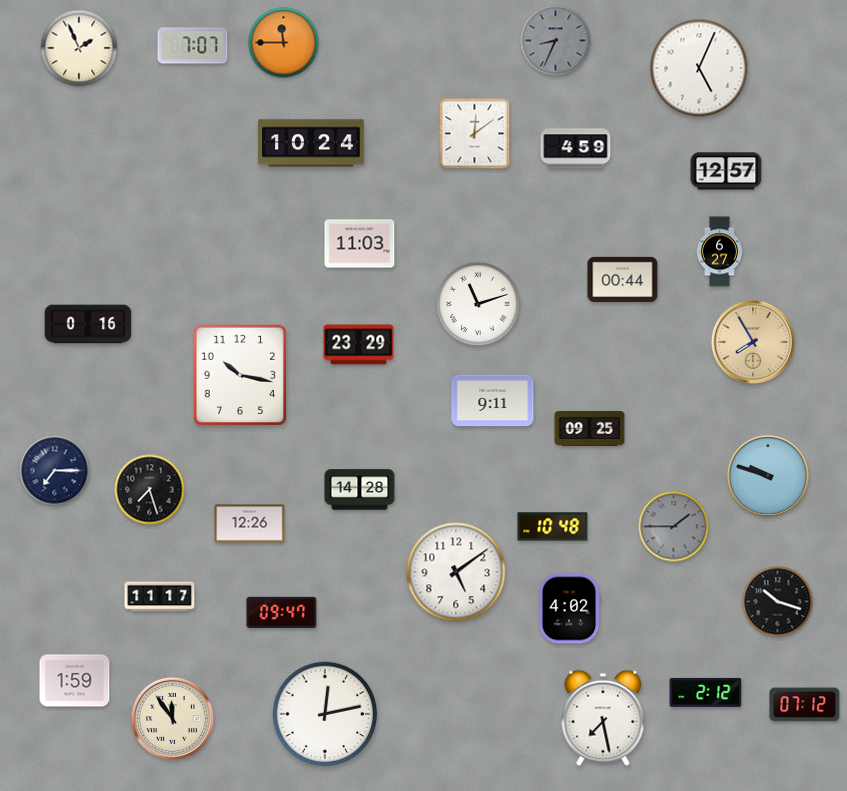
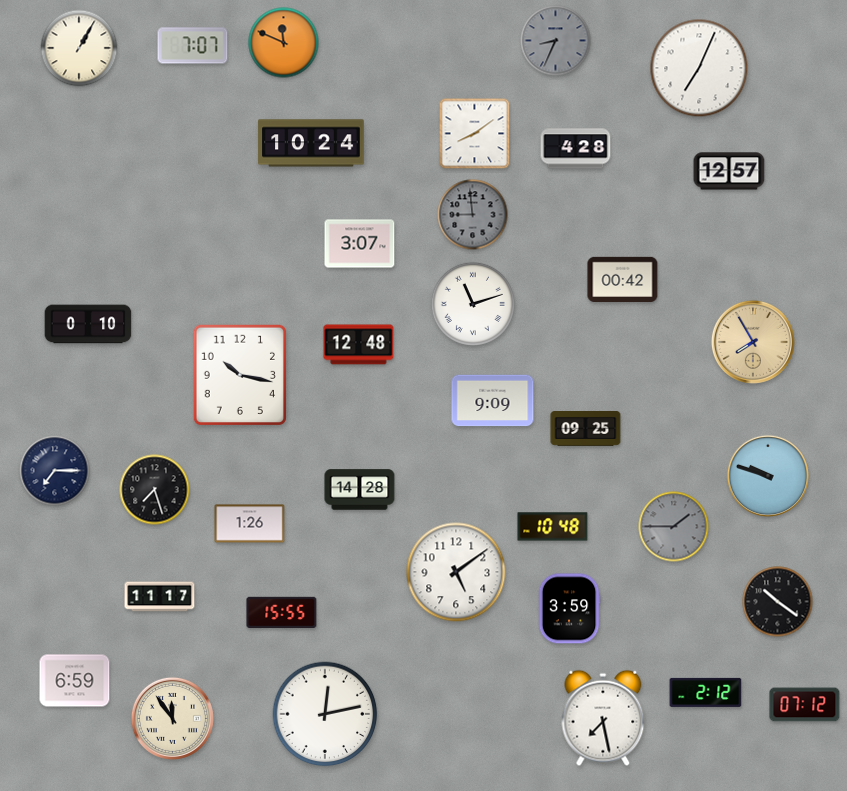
clock at (284, 43): 11:45 -> 11:49
clock at (79, 48): 1:56 -> 1:05
clock at (699, 68): 5:04 -> 7:04
clock at (475, 134): 12:09 -> 8:09
clock at (576, 149): 4:59 -> 4:28
clock at (726, 171) position: (726, 171) -> (729, 171)
clock at (473, 215): none -> 8:59
clock at (360, 244): 11:03 -> 3:07
clock at (720, 252): 6:27 -> none
clock at (623, 279): 00:44 -> 00:42
clock at (478, 304) position: (478, 304) -> (473, 304)
clock at (88, 324): 0:16 -> 0:10
clock at (359, 345): 23:29 -> 12:48
clock at (493, 401): 9:11 -> 9:09
clock at (590, 429) position: (590, 429) -> (586, 429)
clock at (150, 490) position: (150, 490) -> (155, 490)
clock at (250, 524): 12:26 -> 1:26
clock at (778, 602): 10:18 -> 10:21
clock at (569, 609): 4:02 -> 3:59
clock at (282, 612): 09:47 -> 15:55
clock at (75, 681): 1:59 -> 6:59
